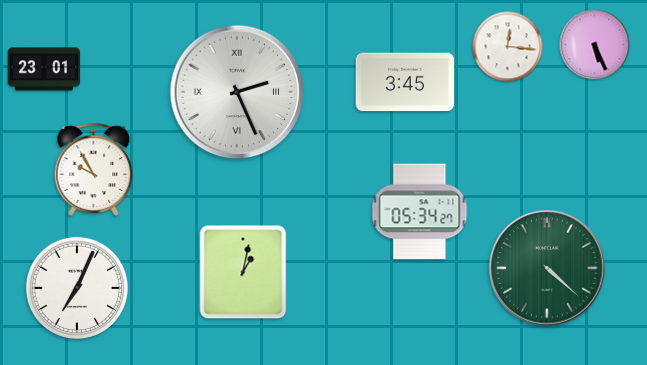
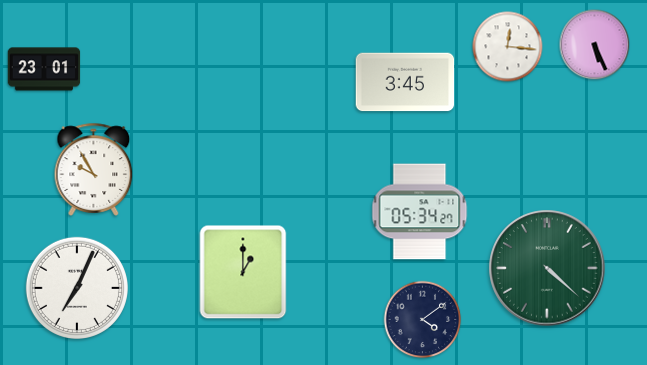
clock at (237, 92): 2:26 -> none
clock at (243, 272): 1:02 -> 1:00
clock at (423, 320): none -> 4:09
